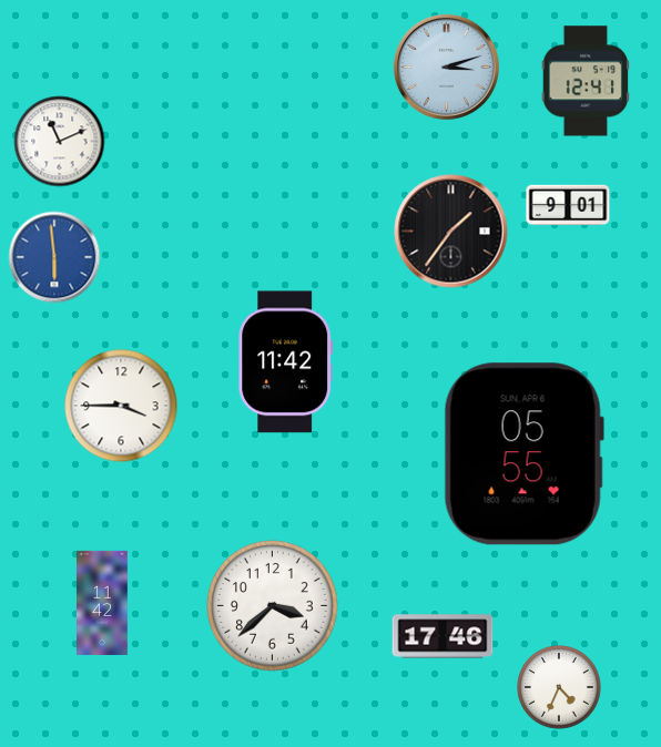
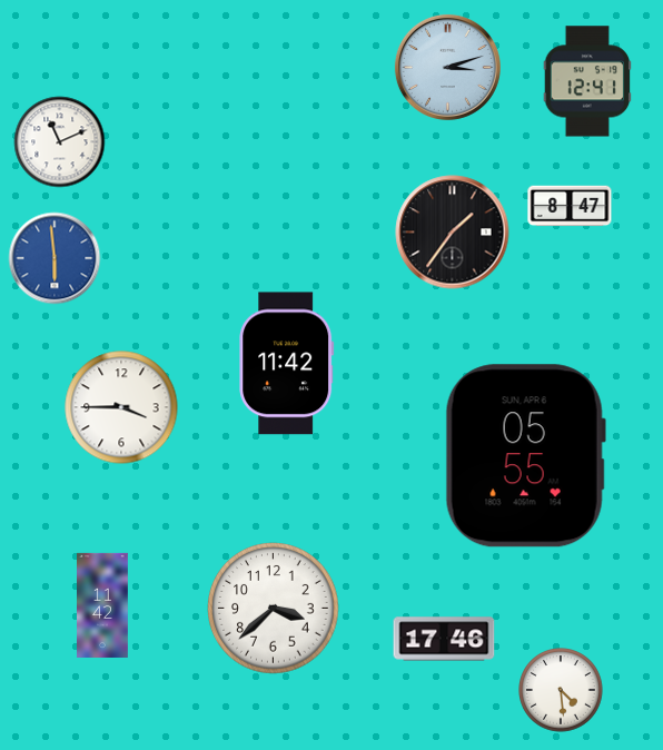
clock at (568, 205): 9:01 -> 8:47
clock at (559, 687): 4:34 -> 4:29
